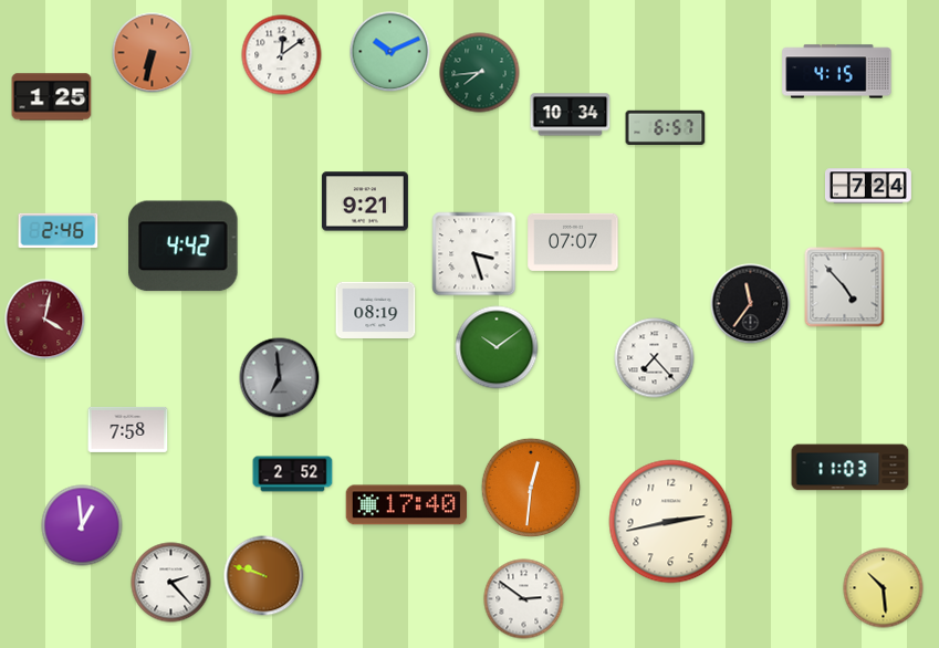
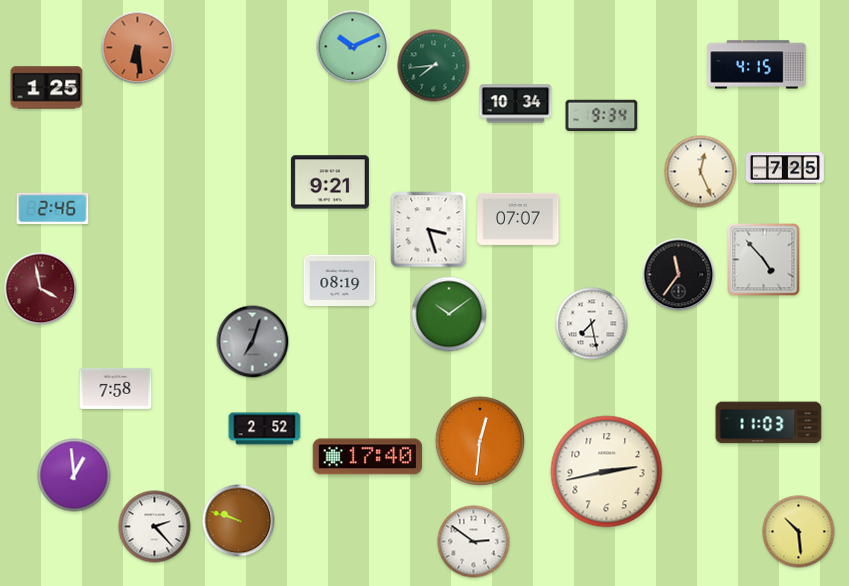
clock at (153, 53): 6:32 -> 6:29
clock at (282, 55): 12:09 -> none
clock at (666, 127): 6:57 -> 9:34
clock at (868, 186): 7:24 -> 7:25
clock at (701, 172): none -> 12:26
clock at (184, 247): 4:42 -> none
clock at (45, 320): 4:02 -> 3:58
clock at (655, 358): 7:23 -> 7:28
clock at (280, 378): 6:59 -> 7:03
